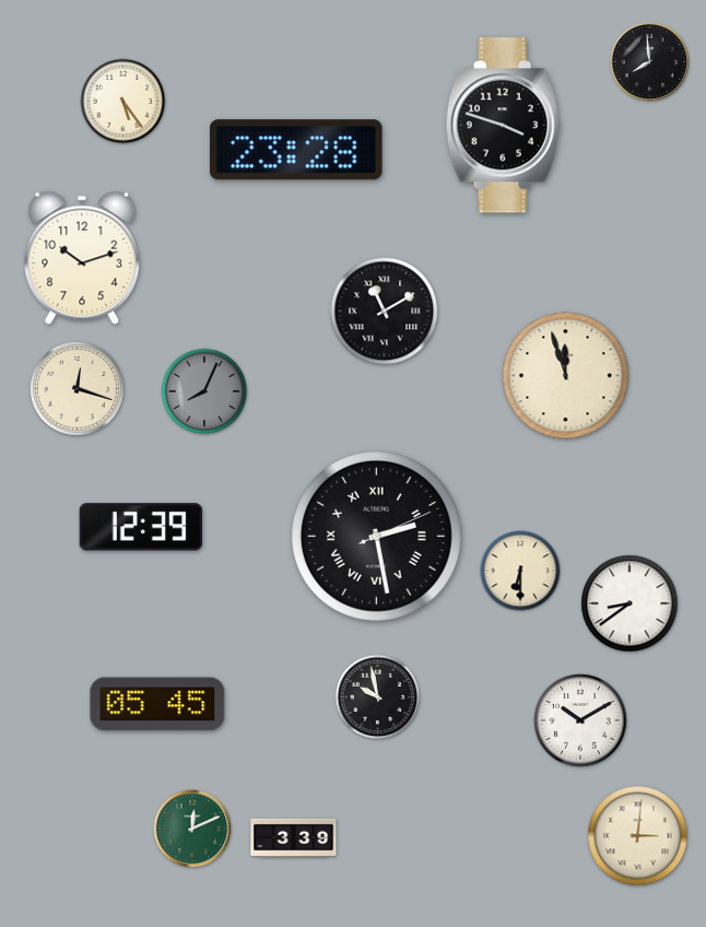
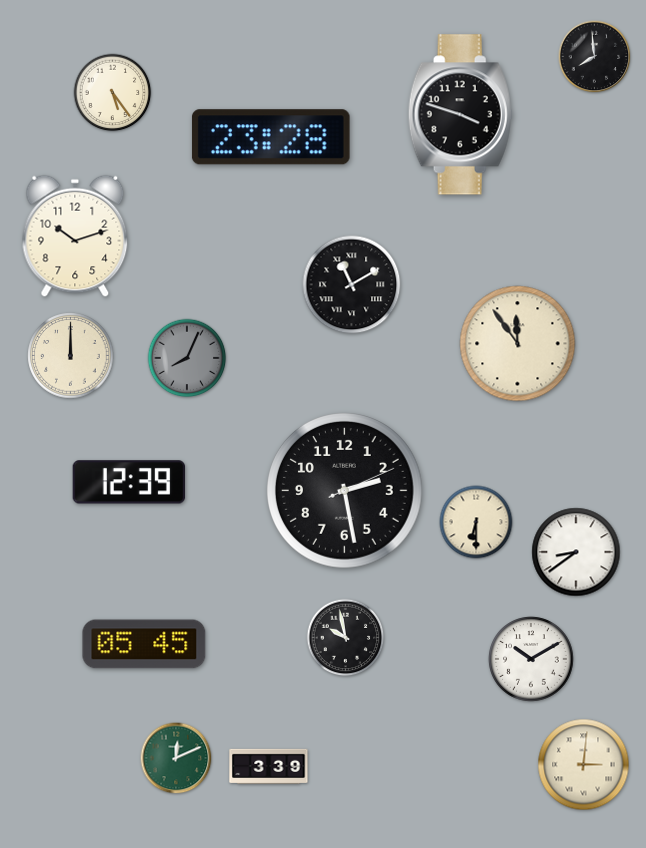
clock at (566, 376): 11:57 -> 11:54
clock at (78, 389): 12:18 -> 12:00
clock at (377, 537) numerals: Roman -> Arabic
